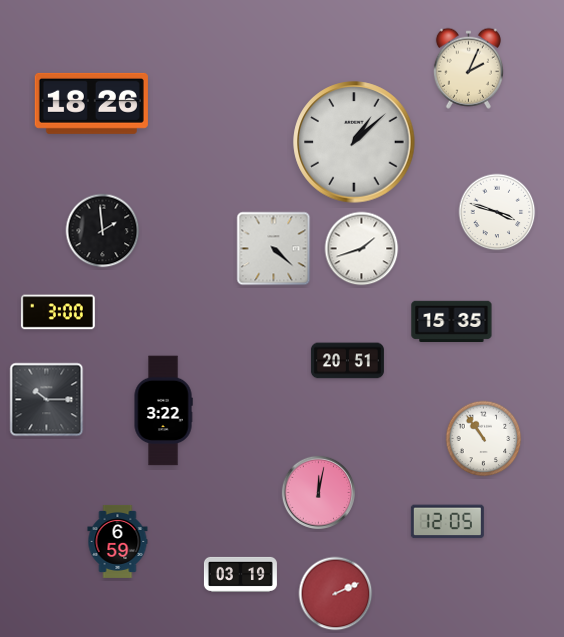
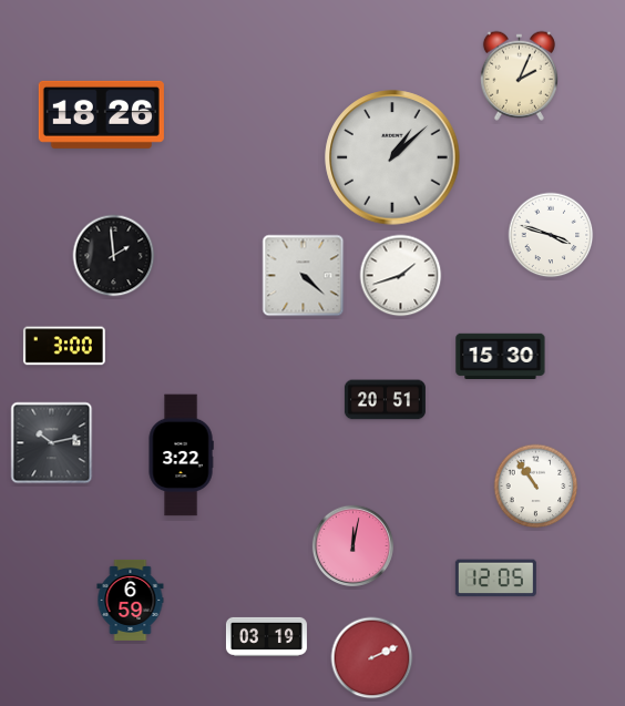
clock at (452, 321): 15:35 -> 15:30
clock at (47, 400): 10:15 -> 10:13
